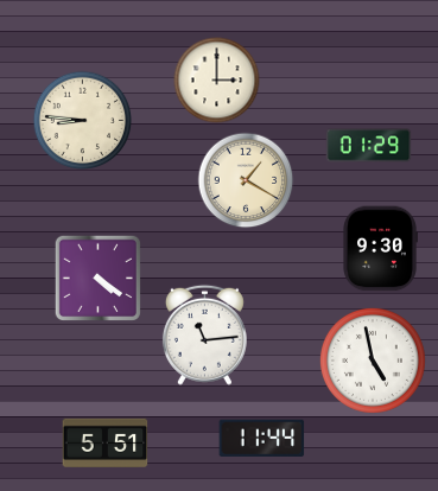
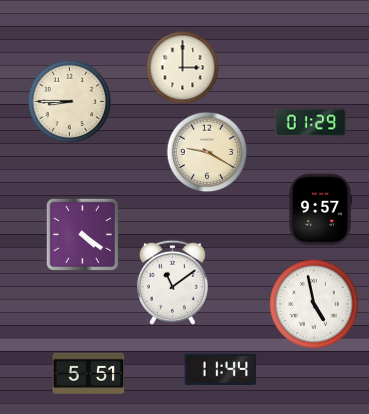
clock at (83, 121): 8:46 -> 8:45
clock at (246, 180): 1:20 -> 9:20
clock at (380, 249): 9:30 -> 9:57
clock at (204, 334): 11:14 -> 11:09
